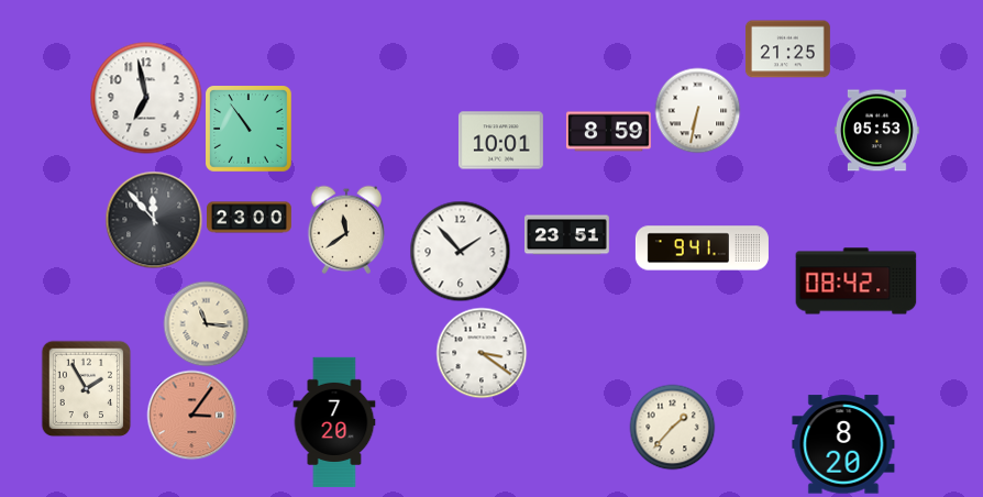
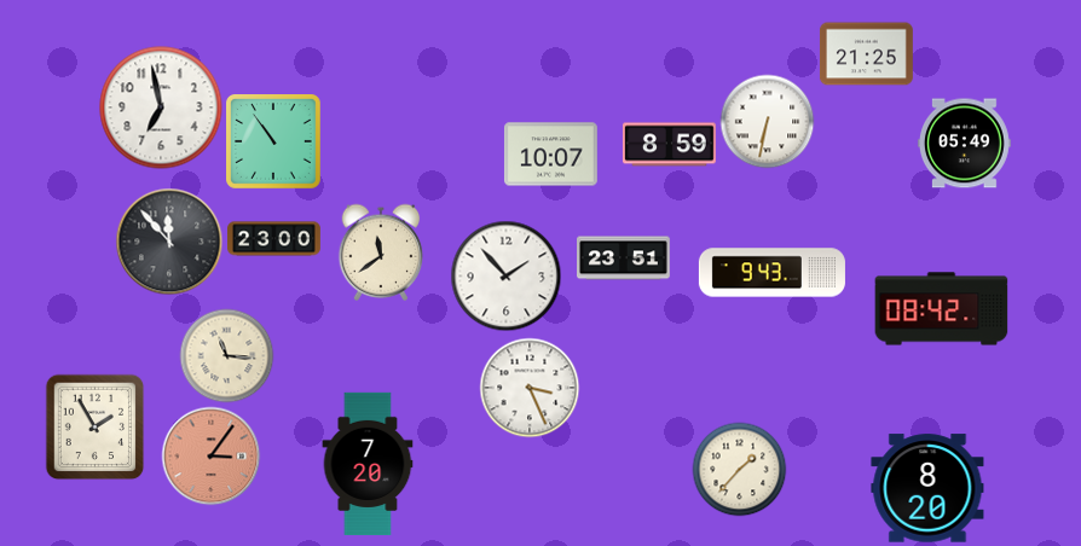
clock at (876, 131): 05:53 -> 05:49
clock at (500, 141): 10:01 -> 10:07
clock at (702, 248): 9:41 -> 9:43
clock at (482, 353): 3:21 -> 3:26
